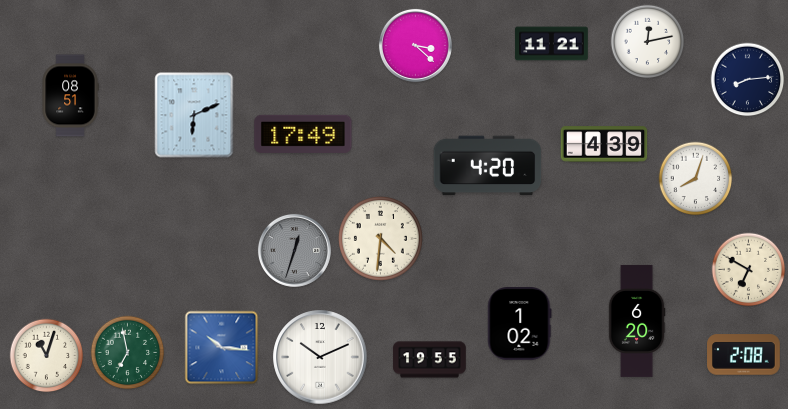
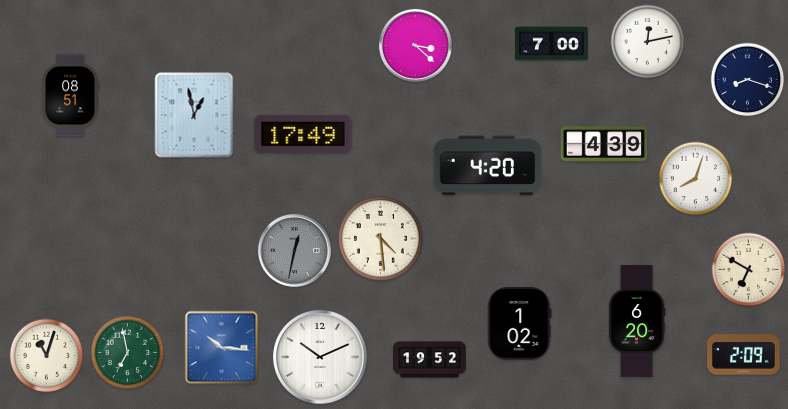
clock at (552, 44): 11:21 -> 7:00
clock at (748, 80): 8:14 -> 8:18
clock at (194, 115): 6:11 -> 12:58
clock at (380, 238): 4:31 -> 4:29
clock at (294, 250): 12:33 -> 12:32
clock at (744, 355): 2:08 -> 2:09
clock at (430, 360): 19:55 -> 19:52
